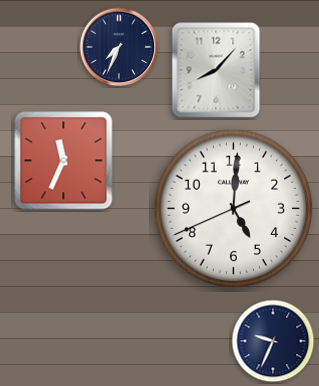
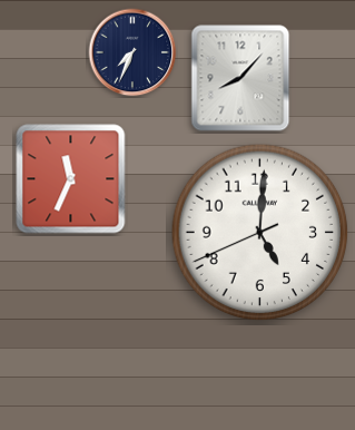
clock at (273, 341): 9:34 -> none
